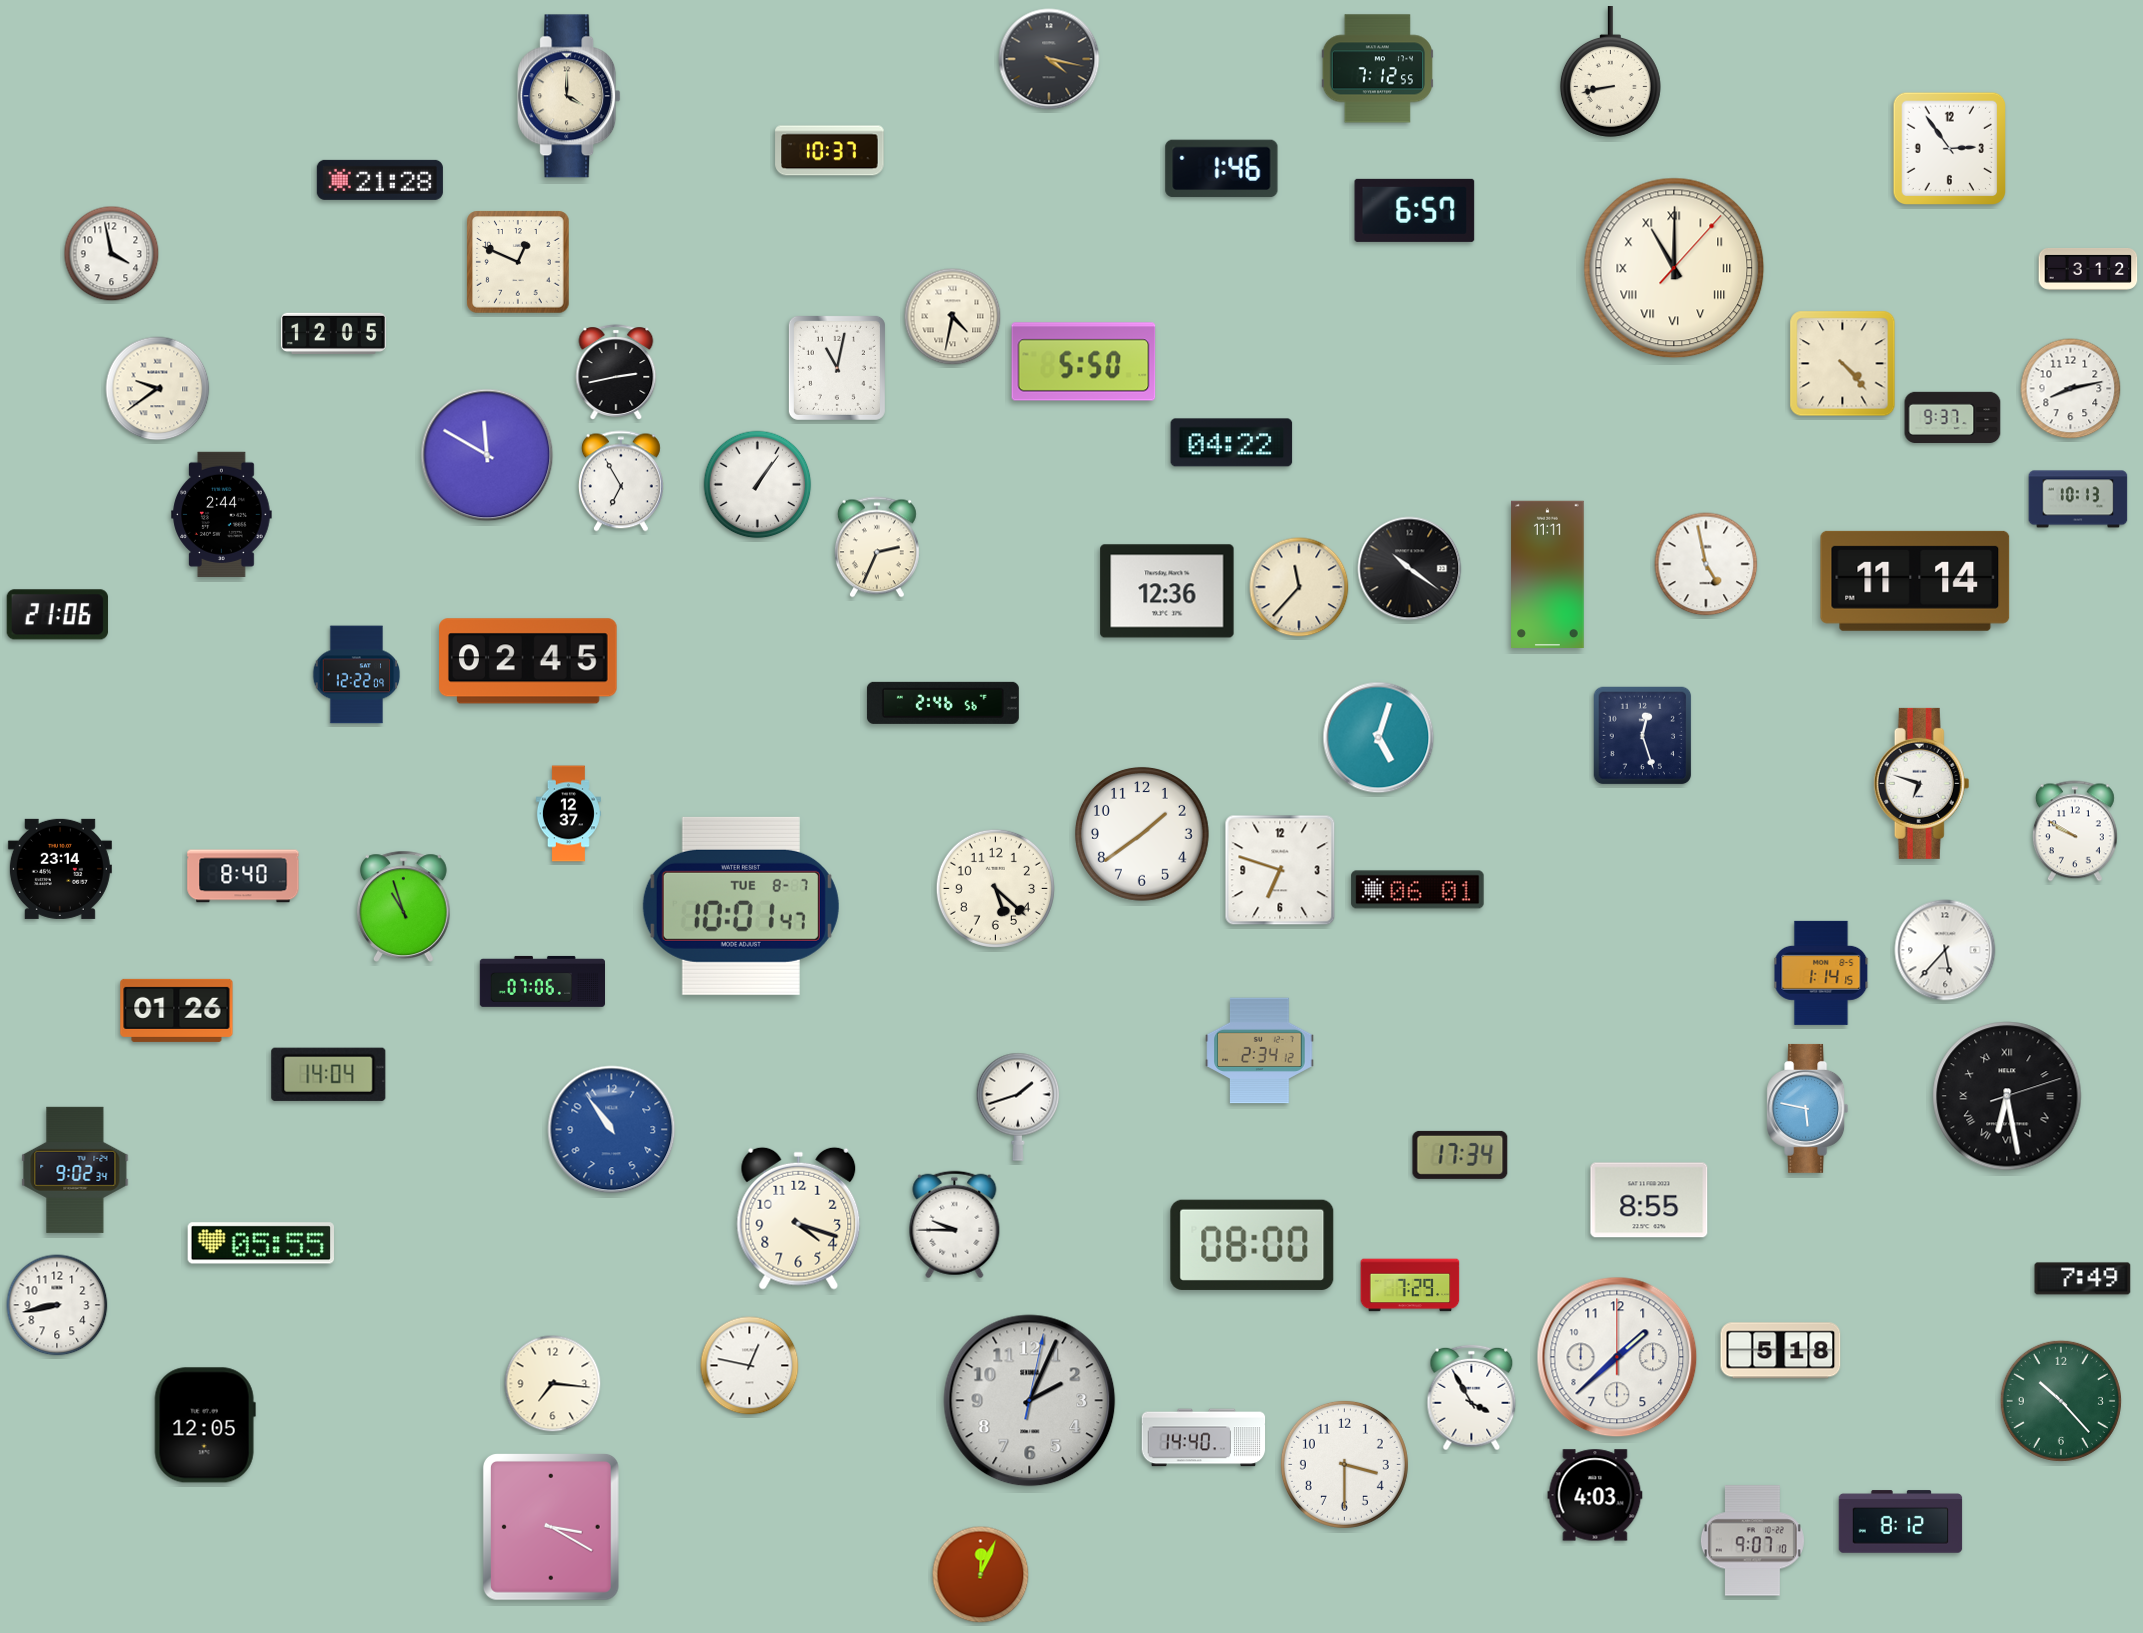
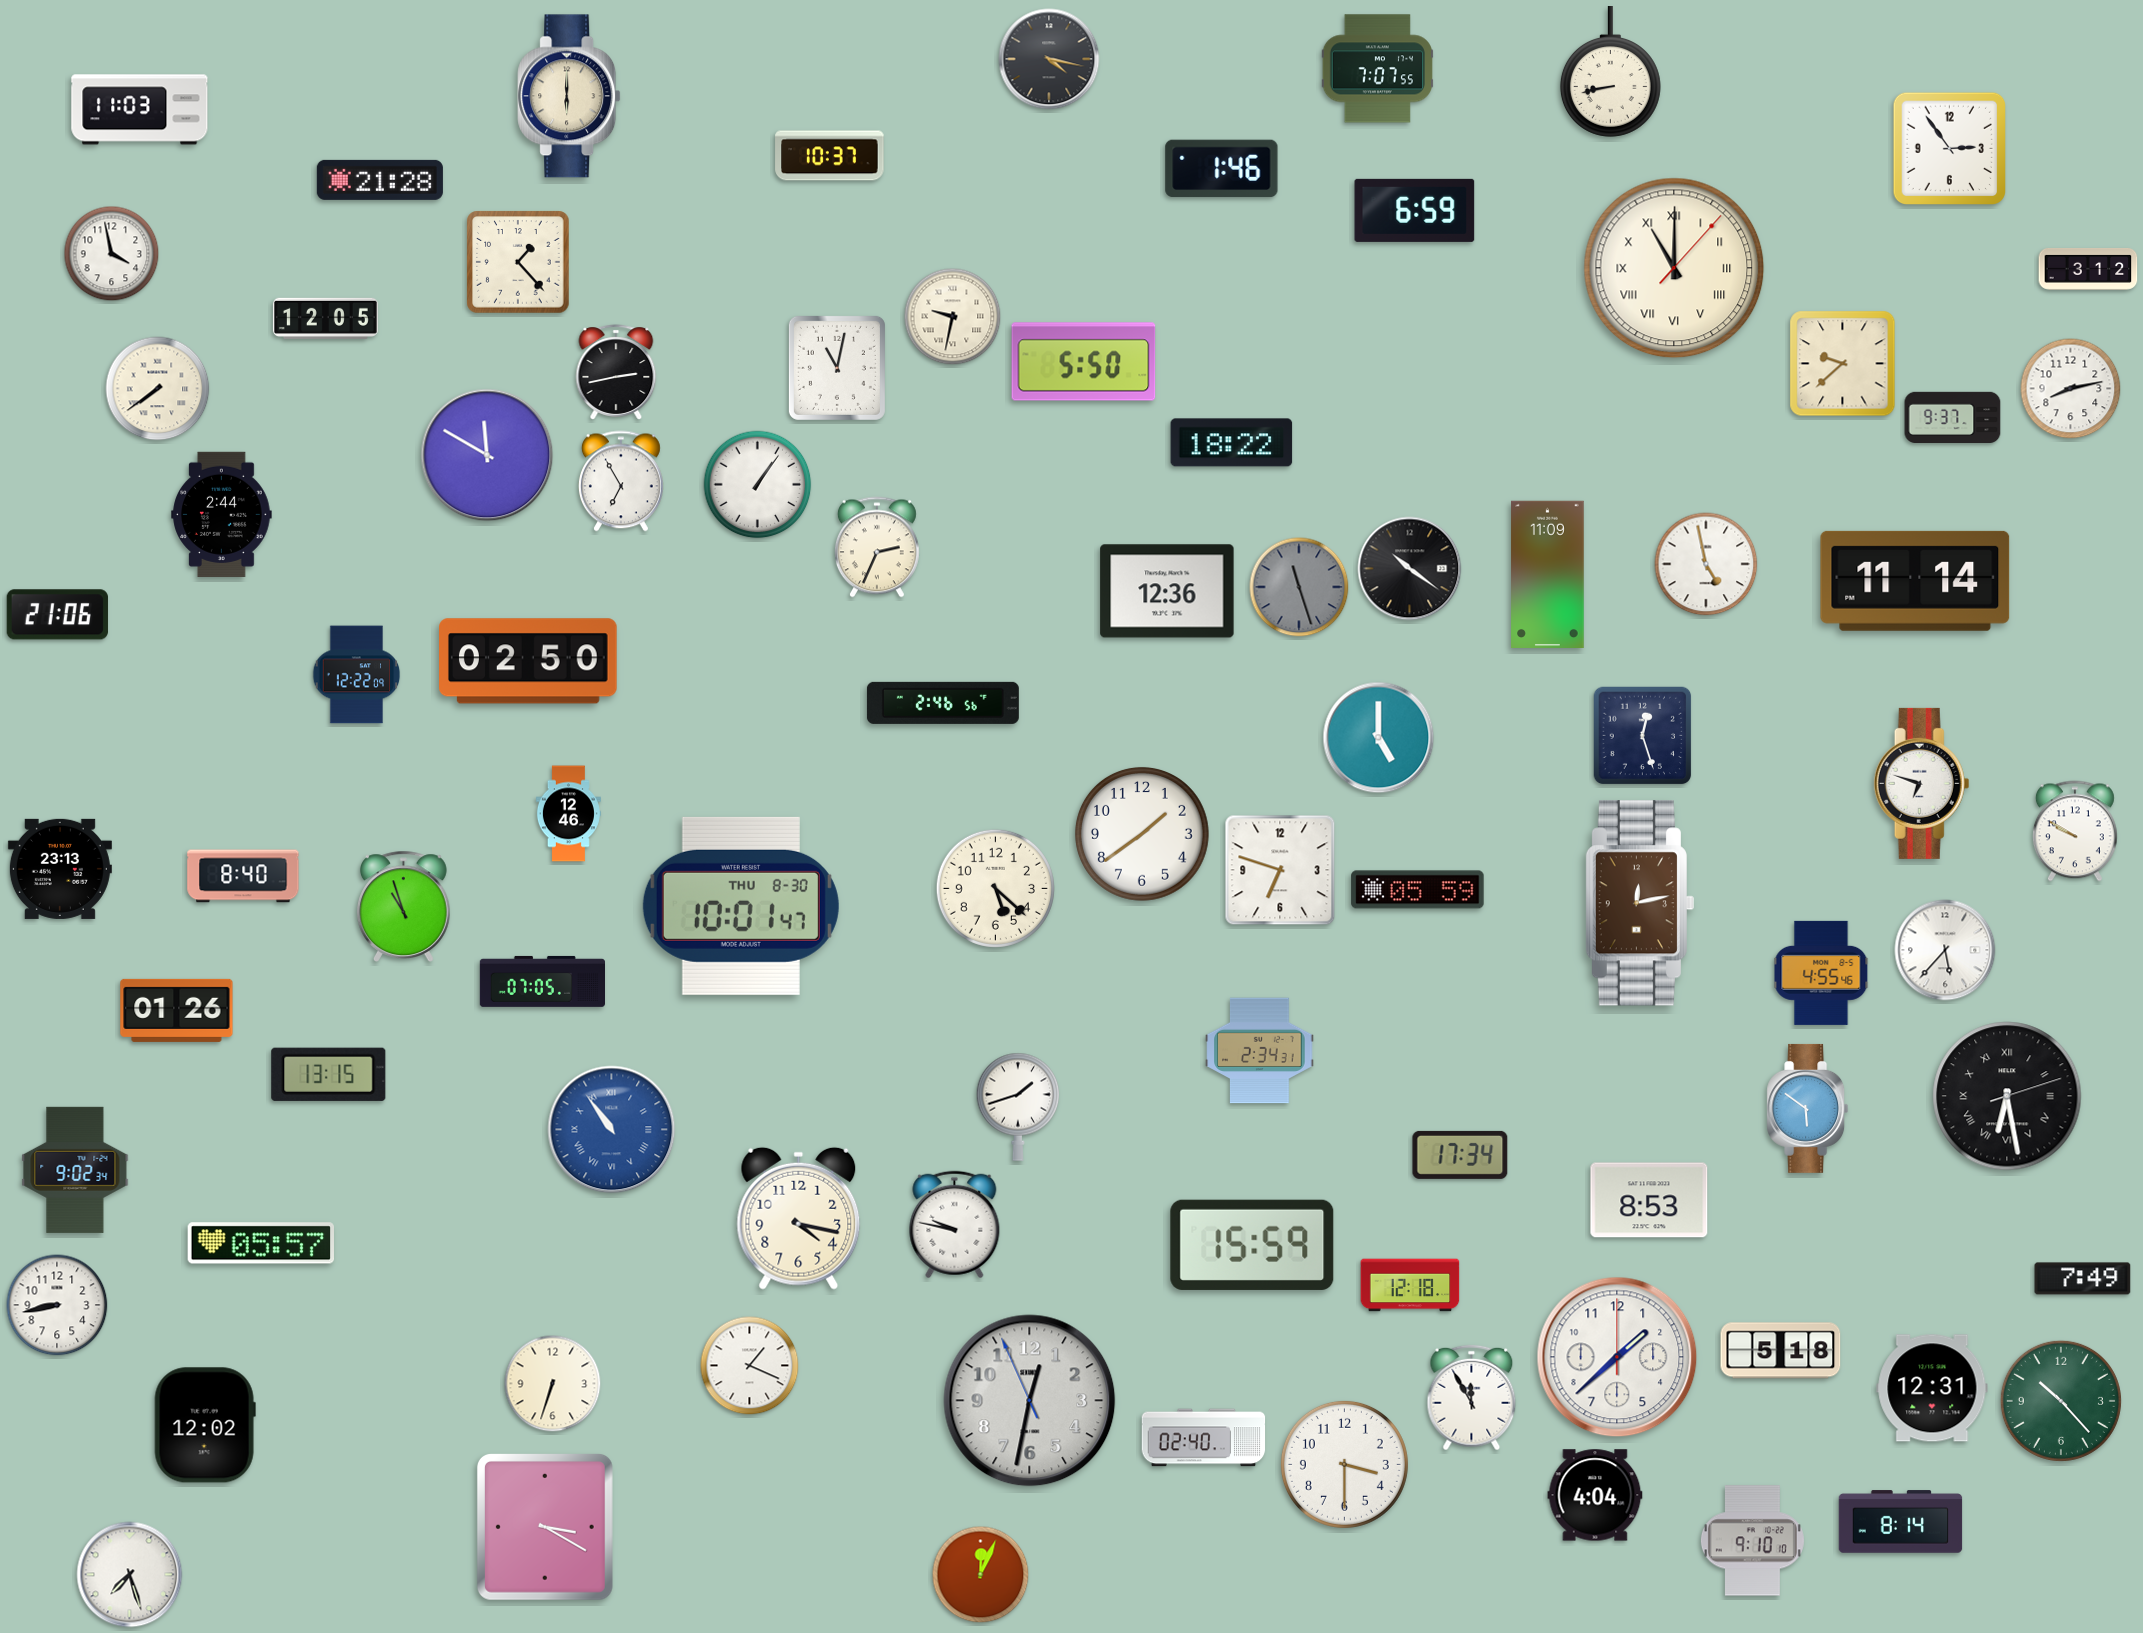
clock at (1377, 69): 7:12 -> 7:07
clock at (569, 96): 4:00 -> 6:00
clock at (140, 110): none -> 11:03
clock at (830, 151) position: (830, 151) -> (830, 156)
clock at (1415, 210): 6:57 -> 6:59
clock at (518, 262): 12:49 -> 1:23
clock at (953, 317): 4:32 -> 9:32
clock at (333, 333) position: (333, 333) -> (325, 318)
clock at (1843, 364): 4:23 -> 9:38
clock at (158, 389): 9:39 -> 7:39
clock at (1232, 443): 04:22 -> 18:22
clock at (2078, 499): 10:13 -> none
clock at (1548, 575): 11:11 -> 11:09
clock at (1299, 587): 11:37 -> 11:27
clock at (1299, 587) dial: cream -> grey
clock at (529, 661): 02:45 -> 02:50
clock at (1379, 738): 5:03 -> 5:00
clock at (568, 814): 12:37 -> 12:46
clock at (60, 869): 23:14 -> 23:13
clock at (1418, 890): 06:01 -> 05:59
clock at (1640, 903): none -> 12:13
clock at (741, 906) date: TUE 8-7 -> THU 8-30
clock at (1821, 973): 1:14 -> 4:55
clock at (542, 981): 07:06 -> 07:05
clock at (1260, 1051): 2:34:12 -> 2:34:31
clock at (329, 1074): 14:04 -> 13:15
clock at (1808, 1108): 5:47 -> 5:51
clock at (612, 1130) numerals: Arabic -> Roman
clock at (1649, 1200): 8:55 -> 8:53
clock at (799, 1218): 4:18 -> 4:17
clock at (955, 1225): 9:45 -> 9:47
clock at (260, 1243): 05:55 -> 05:57
clock at (1252, 1245): 08:00 -> 15:59
clock at (1410, 1285): 7:29 -> 12:18
clock at (750, 1366): 12:47 -> 1:19
clock at (553, 1384): 7:16 -> 6:33
clock at (1932, 1388): none -> 12:31
clock at (1472, 1398): 3:55 -> 11:55
clock at (1030, 1401): 2:04 -> 12:31
clock at (205, 1425): 12:05 -> 12:02
clock at (1204, 1438): 14:40 -> 02:40
clock at (1595, 1495): 4:03 -> 4:04
clock at (1901, 1522): 8:12 -> 8:14
clock at (551, 1527) position: (551, 1527) -> (545, 1527)
clock at (1752, 1541): 9:07 -> 9:10
clock at (130, 1575): none -> 7:27
